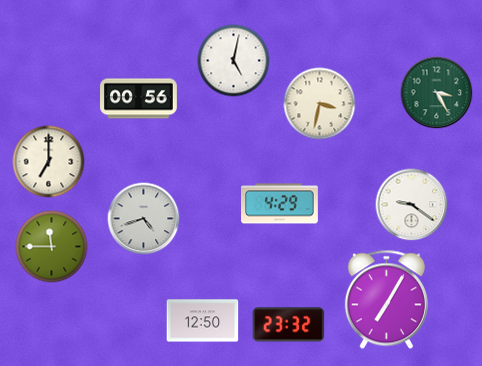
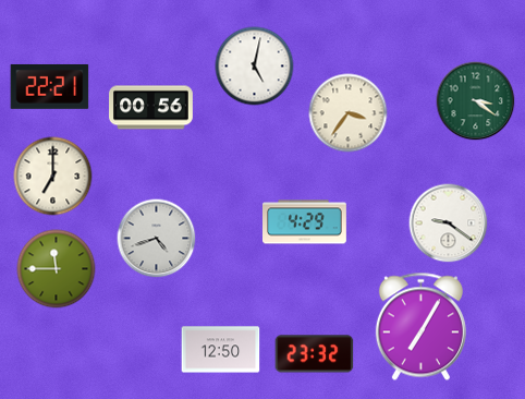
clock at (50, 86): none -> 22:21
clock at (437, 93): 3:25 -> 3:21
clock at (320, 104): 3:32 -> 3:36
